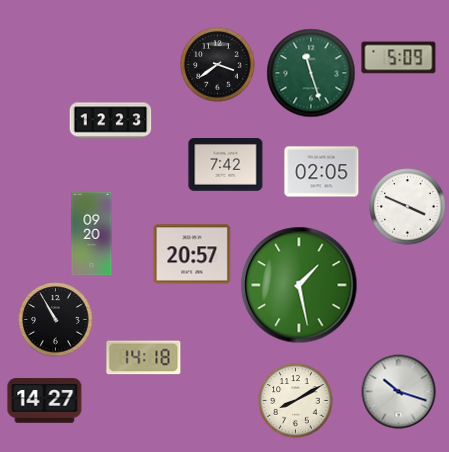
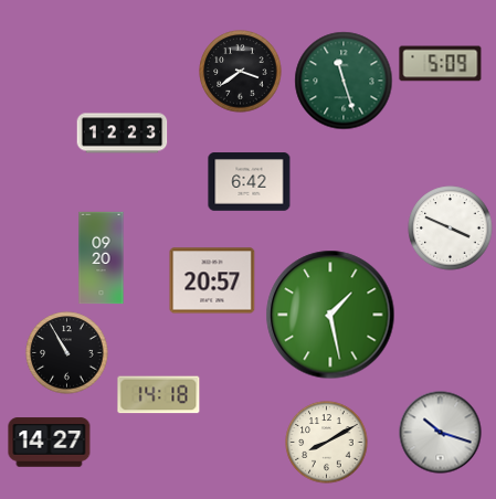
clock at (226, 165): 7:42 -> 6:42
clock at (322, 172): 02:05 -> none
clock at (56, 320) position: (56, 320) -> (67, 353)
